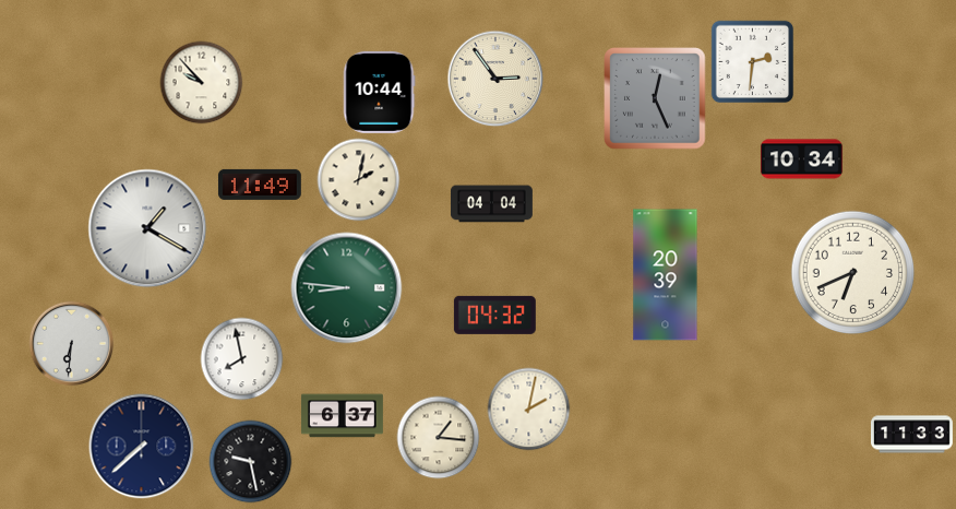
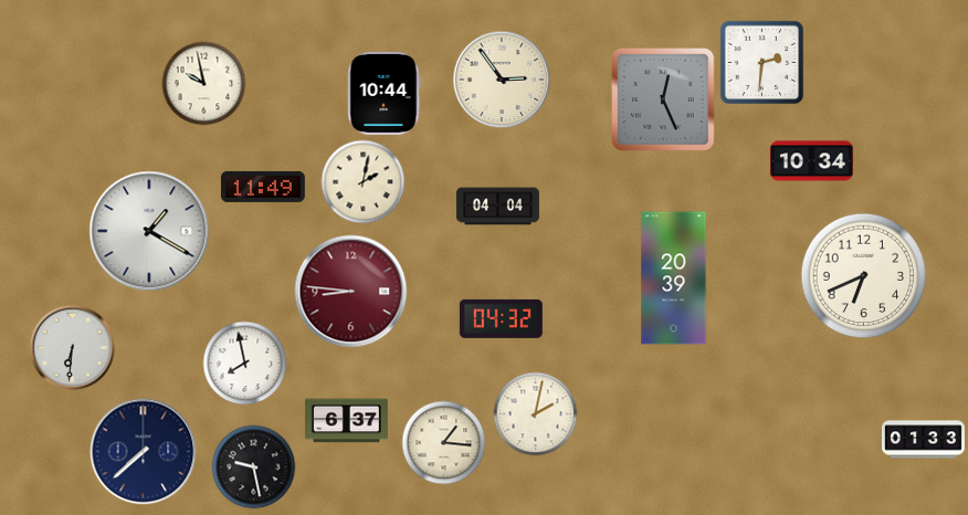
clock at (202, 83): 9:53 -> 9:58
clock at (347, 288) dial: green -> burgundy
clock at (912, 435): 11:33 -> 01:33
